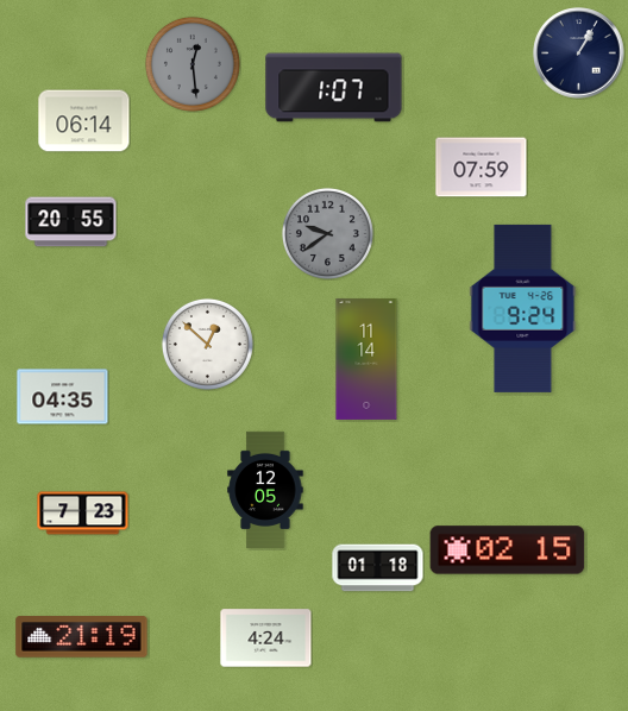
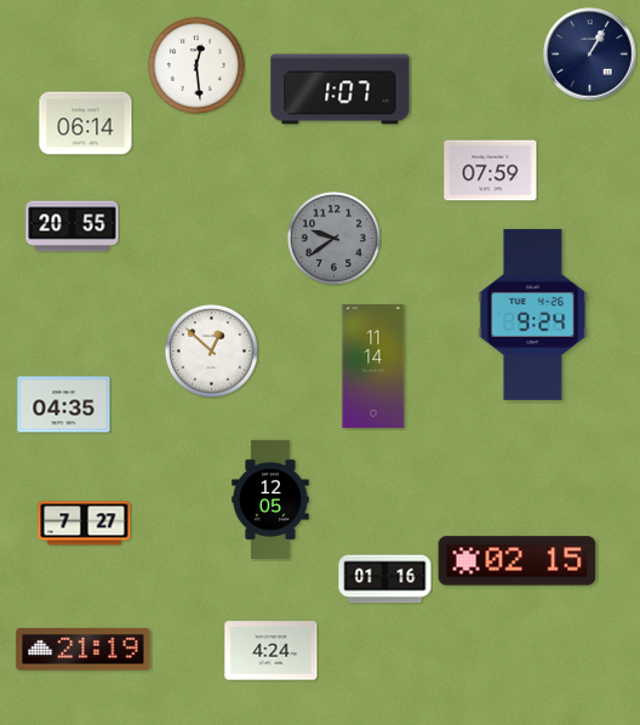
clock at (193, 64) dial: grey -> white
clock at (83, 514): 7:23 -> 7:27
clock at (378, 568): 01:18 -> 01:16
